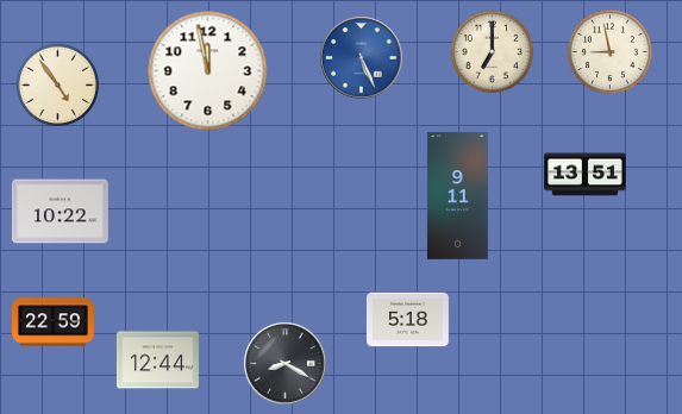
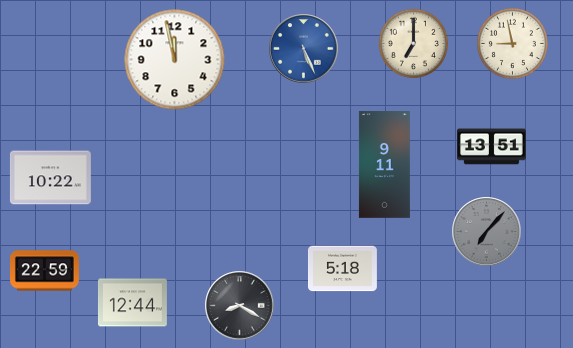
clock at (57, 84): 4:54 -> none
clock at (487, 232): none -> 7:07
